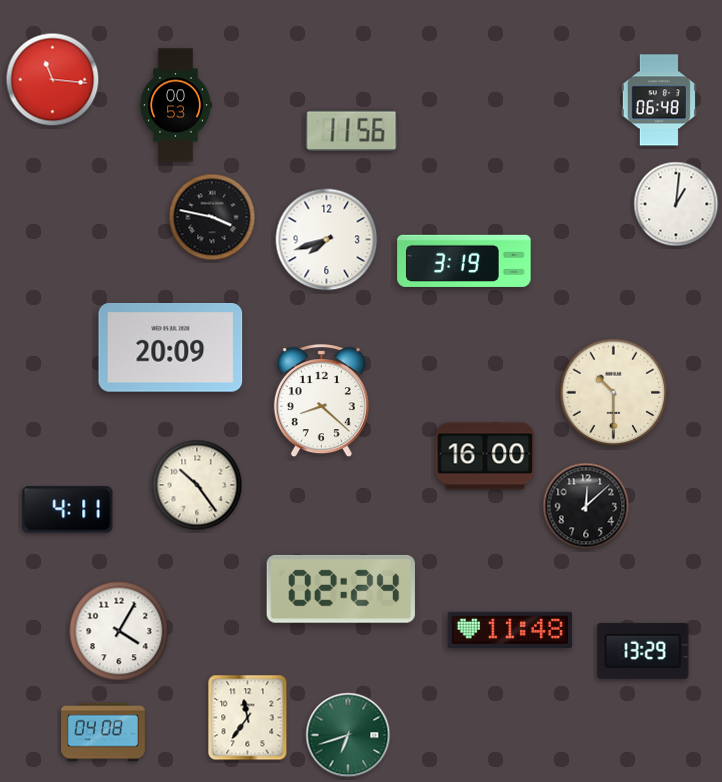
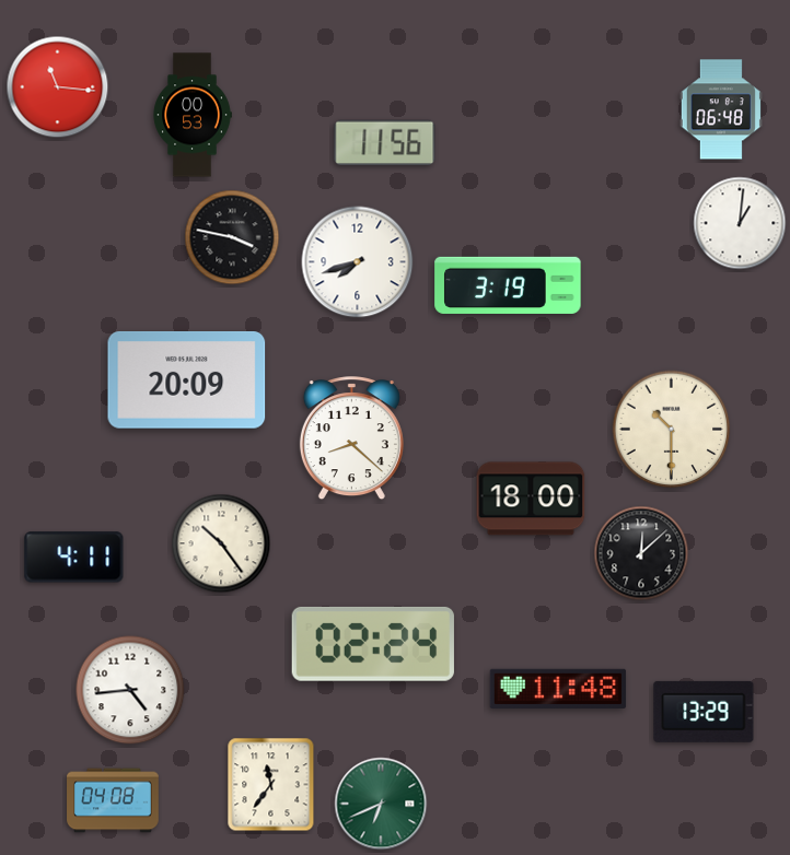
clock at (485, 456): 16:00 -> 18:00
clock at (197, 485) position: (197, 485) -> (221, 543)
clock at (119, 631): 4:05 -> 4:44
clock at (348, 735): 6:42 -> 6:41
